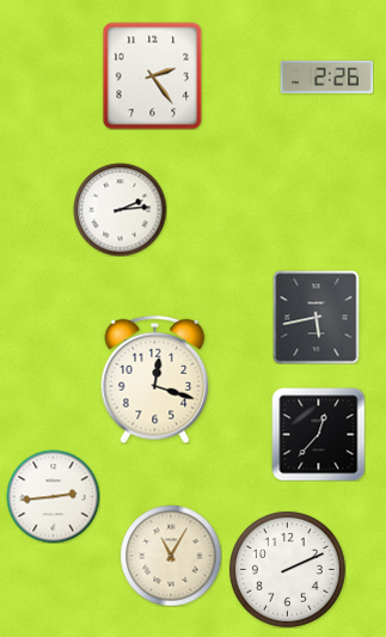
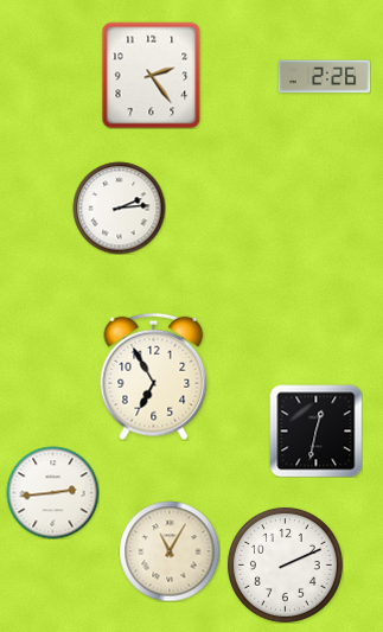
clock at (317, 317): 5:43 -> none
clock at (155, 379): 12:18 -> 6:55
clock at (318, 434): 12:37 -> 12:32
